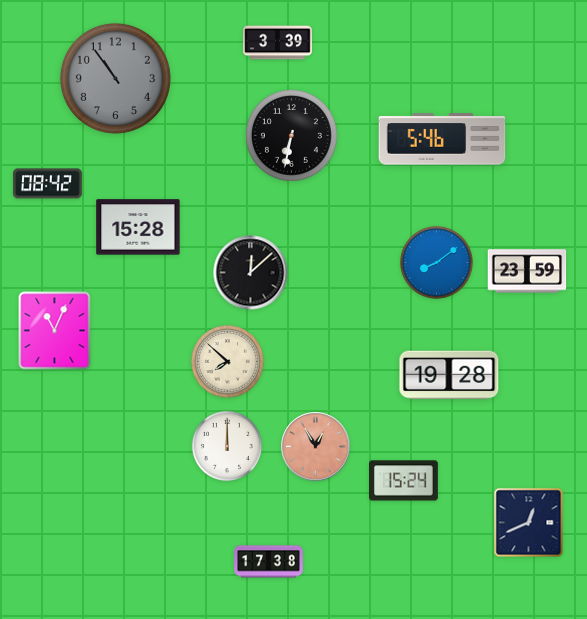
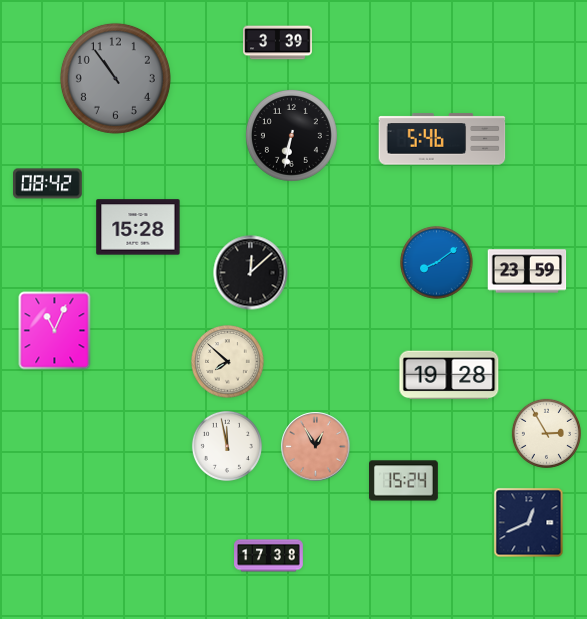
clock at (546, 433): none -> 2:55
clock at (227, 446): 12:00 -> 11:58
clock at (269, 562) position: (269, 562) -> (269, 556)
